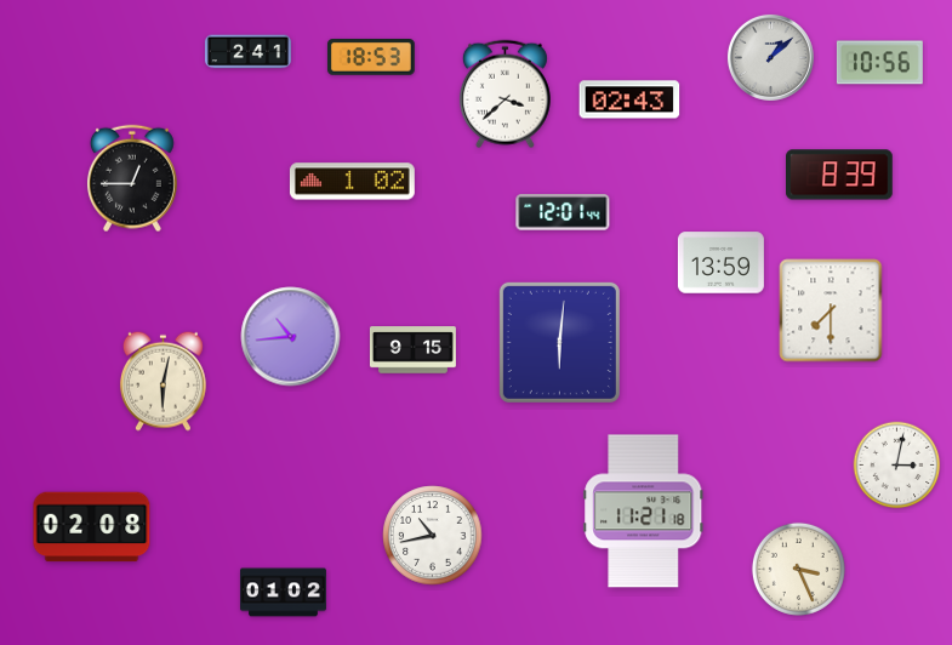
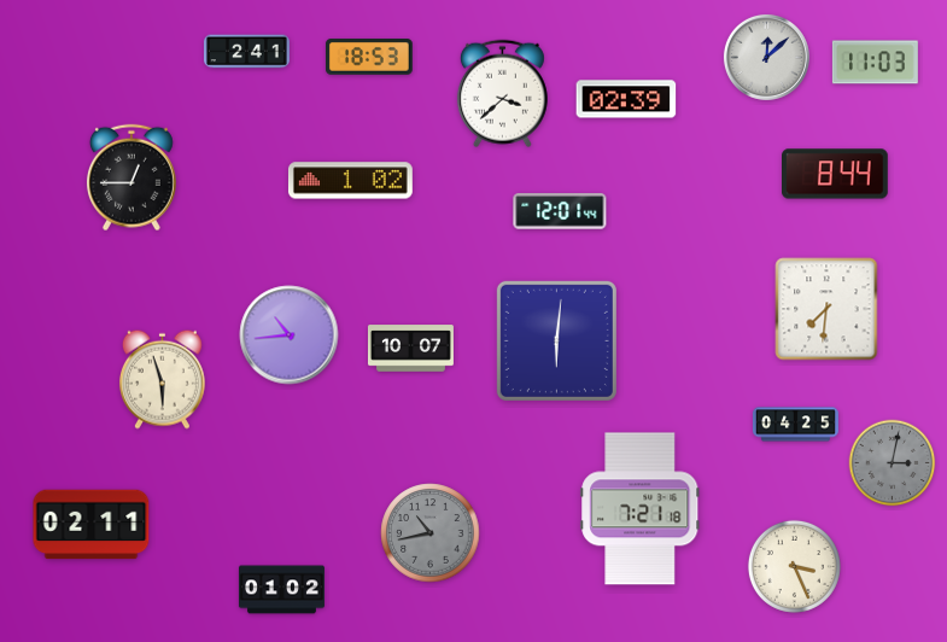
clock at (770, 57): 1:08 -> 12:08
clock at (879, 63): 10:56 -> 11:03
clock at (629, 99): 02:43 -> 02:39
clock at (840, 175): 8:39 -> 8:44
clock at (720, 263): 13:59 -> none
clock at (831, 310): 7:30 -> 7:31
clock at (412, 350): 9:15 -> 10:07
clock at (163, 381): 6:02 -> 5:57
clock at (795, 425): none -> 04:25
clock at (897, 466) dial: white -> grey
clock at (644, 512): 11:21 -> 7:21
clock at (92, 527): 02:08 -> 02:11
clock at (433, 536) dial: white -> grey
